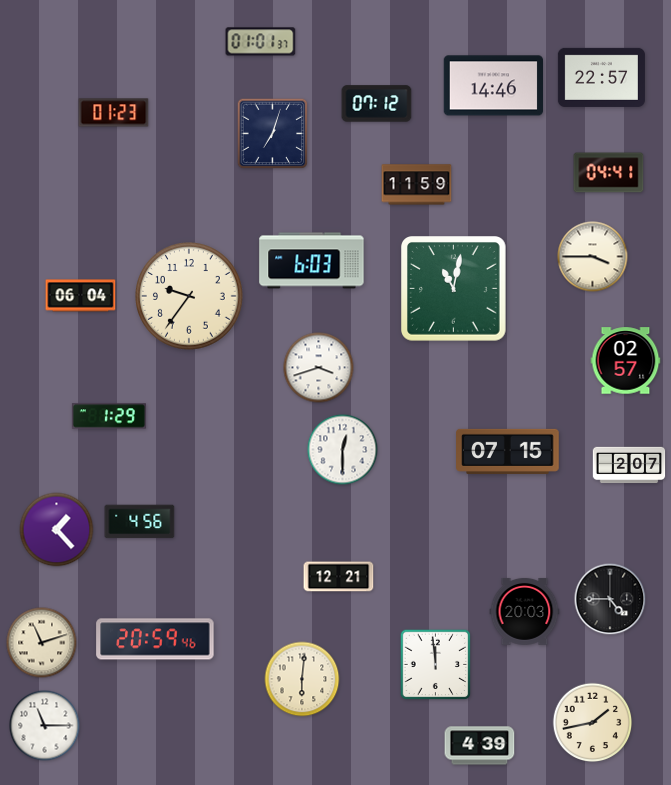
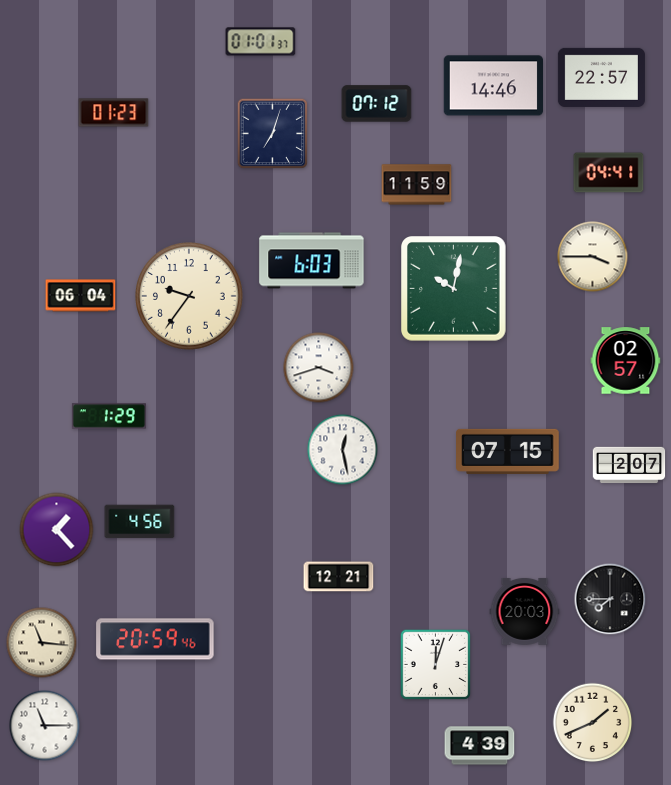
clock at (454, 289): 11:02 -> 10:02
clock at (343, 450): 12:30 -> 12:28
clock at (610, 599): 4:45 -> 7:45
clock at (42, 643): 11:12 -> 11:16
clock at (436, 665): 11:59 -> 12:03
clock at (302, 679): 6:01 -> none
clock at (593, 723): 1:43 -> 1:41
